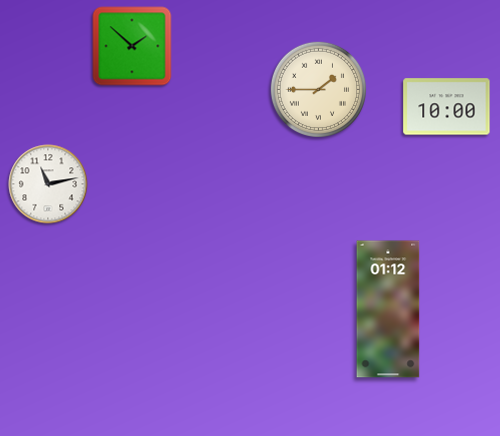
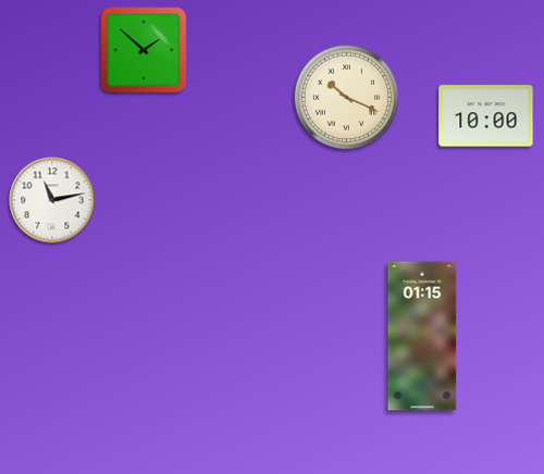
clock at (319, 90): 1:45 -> 10:19
clock at (388, 309): 01:12 -> 01:15
